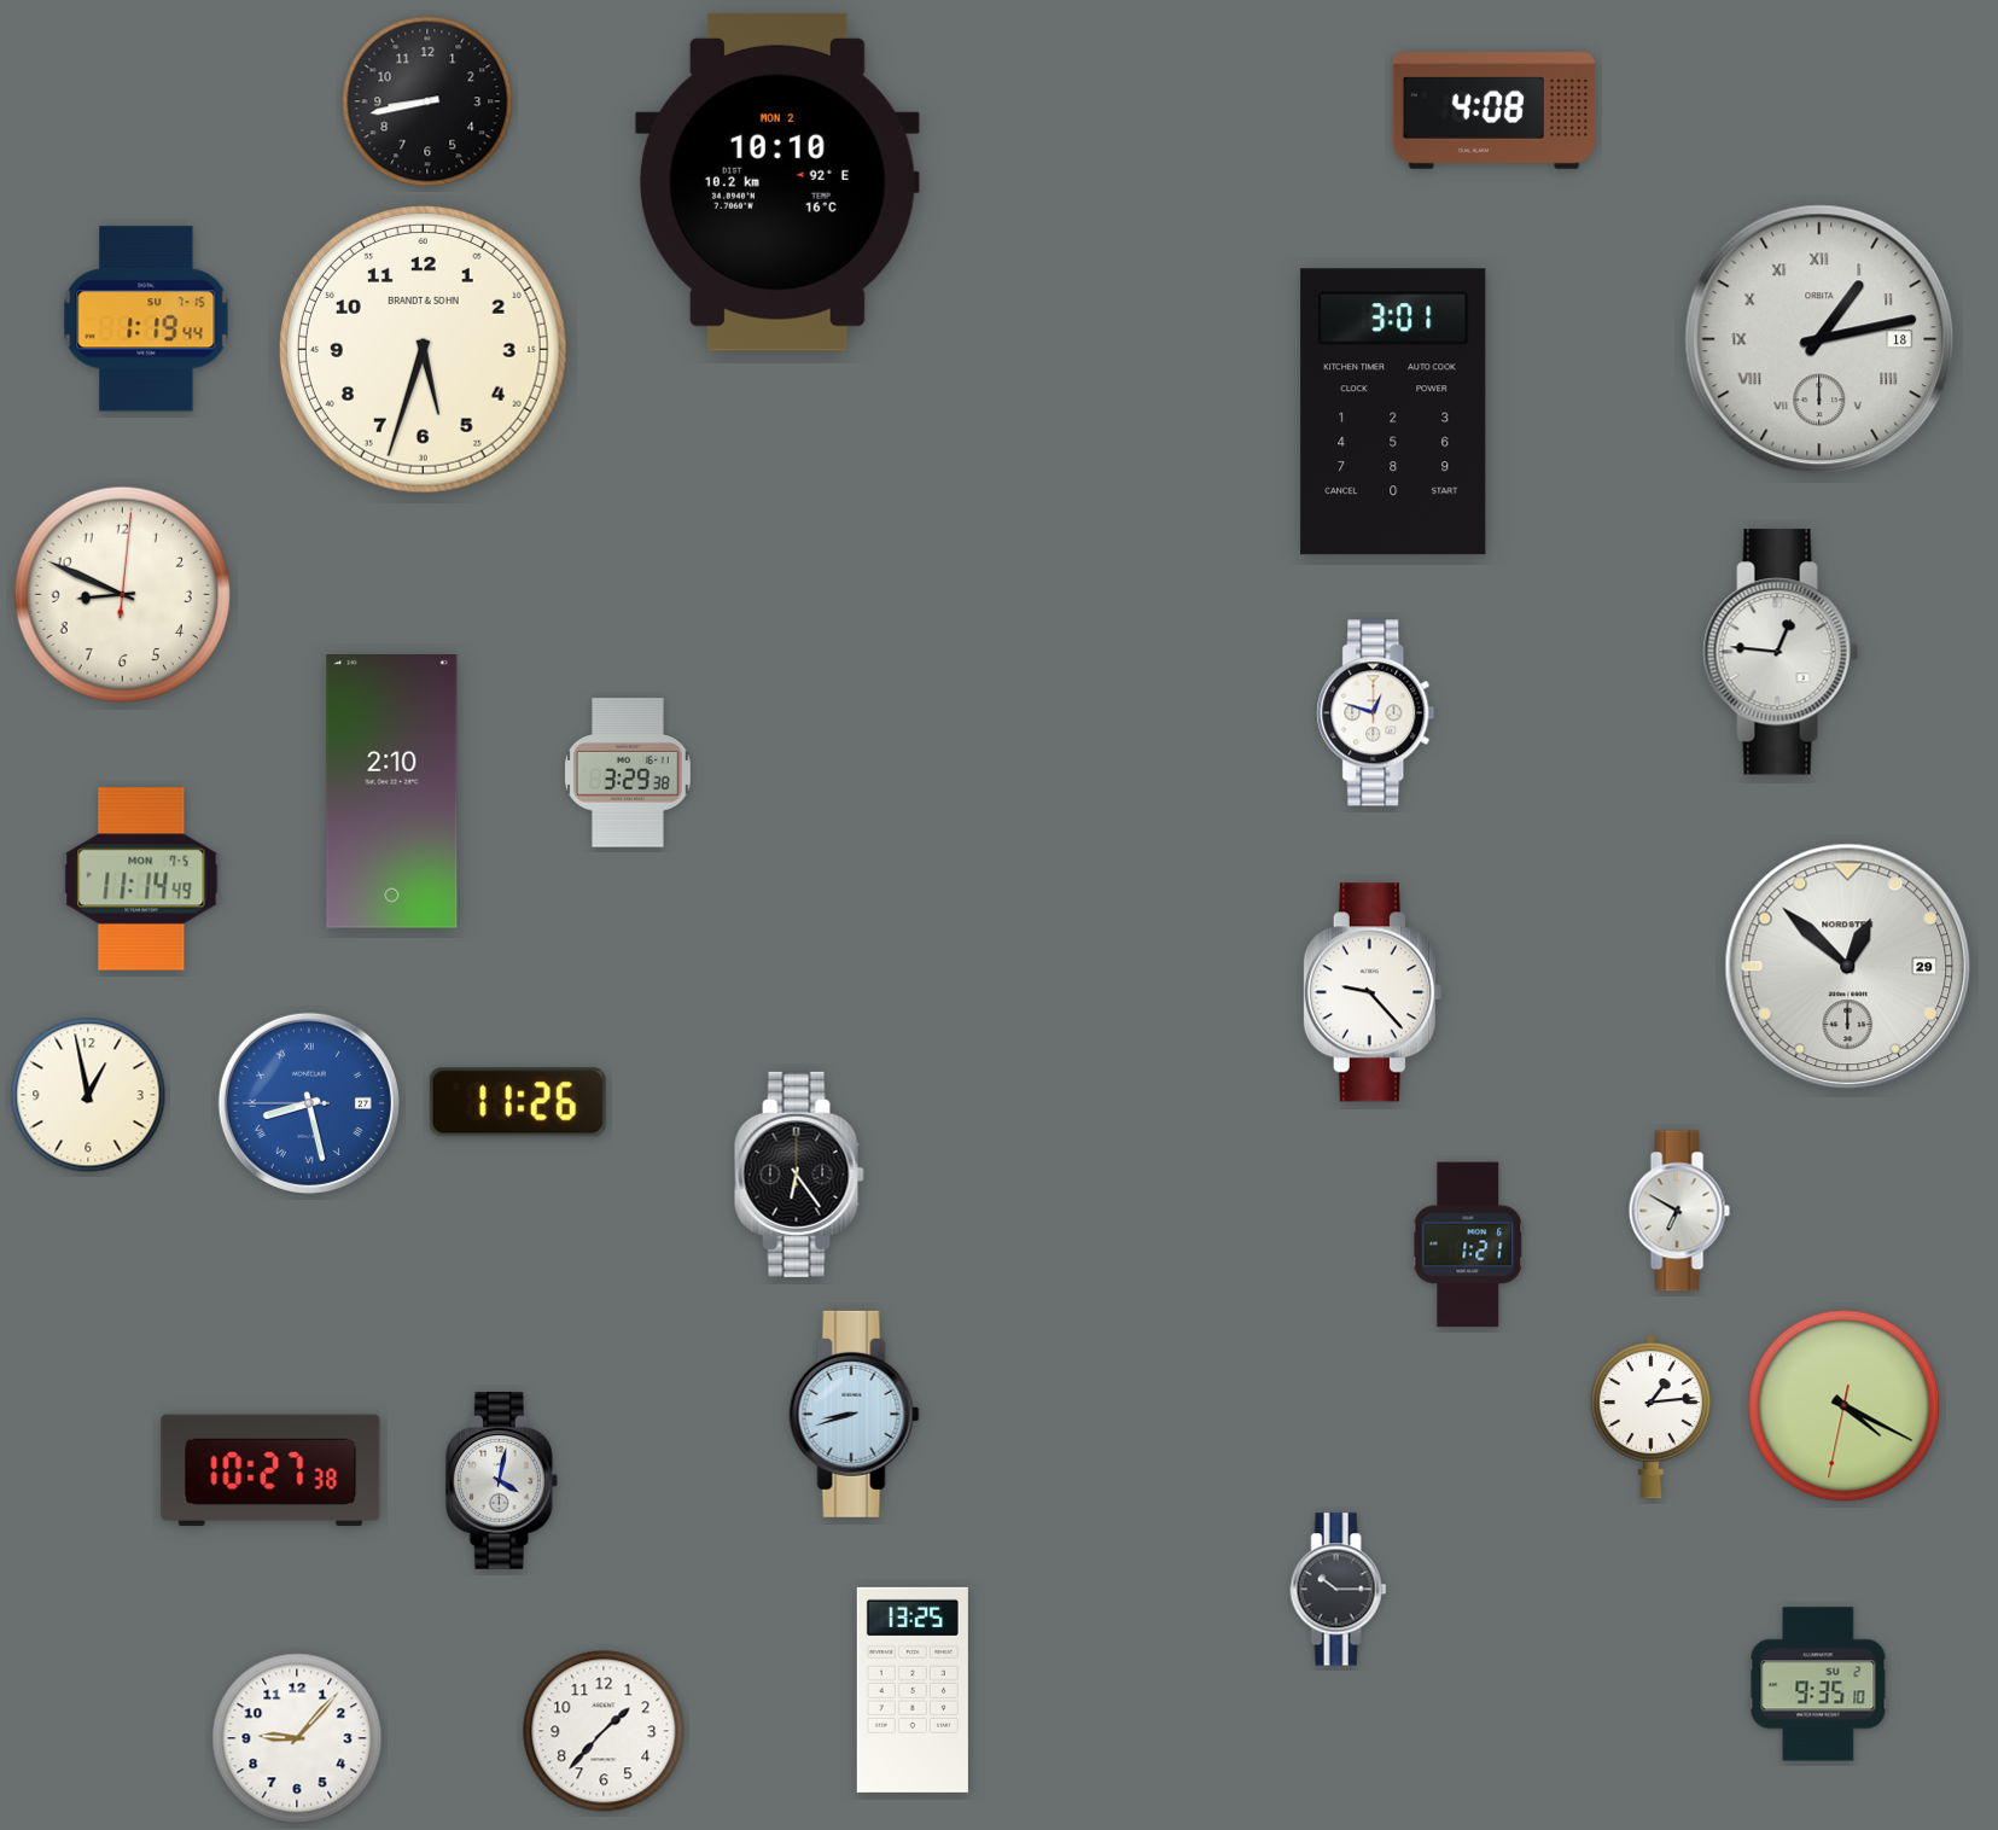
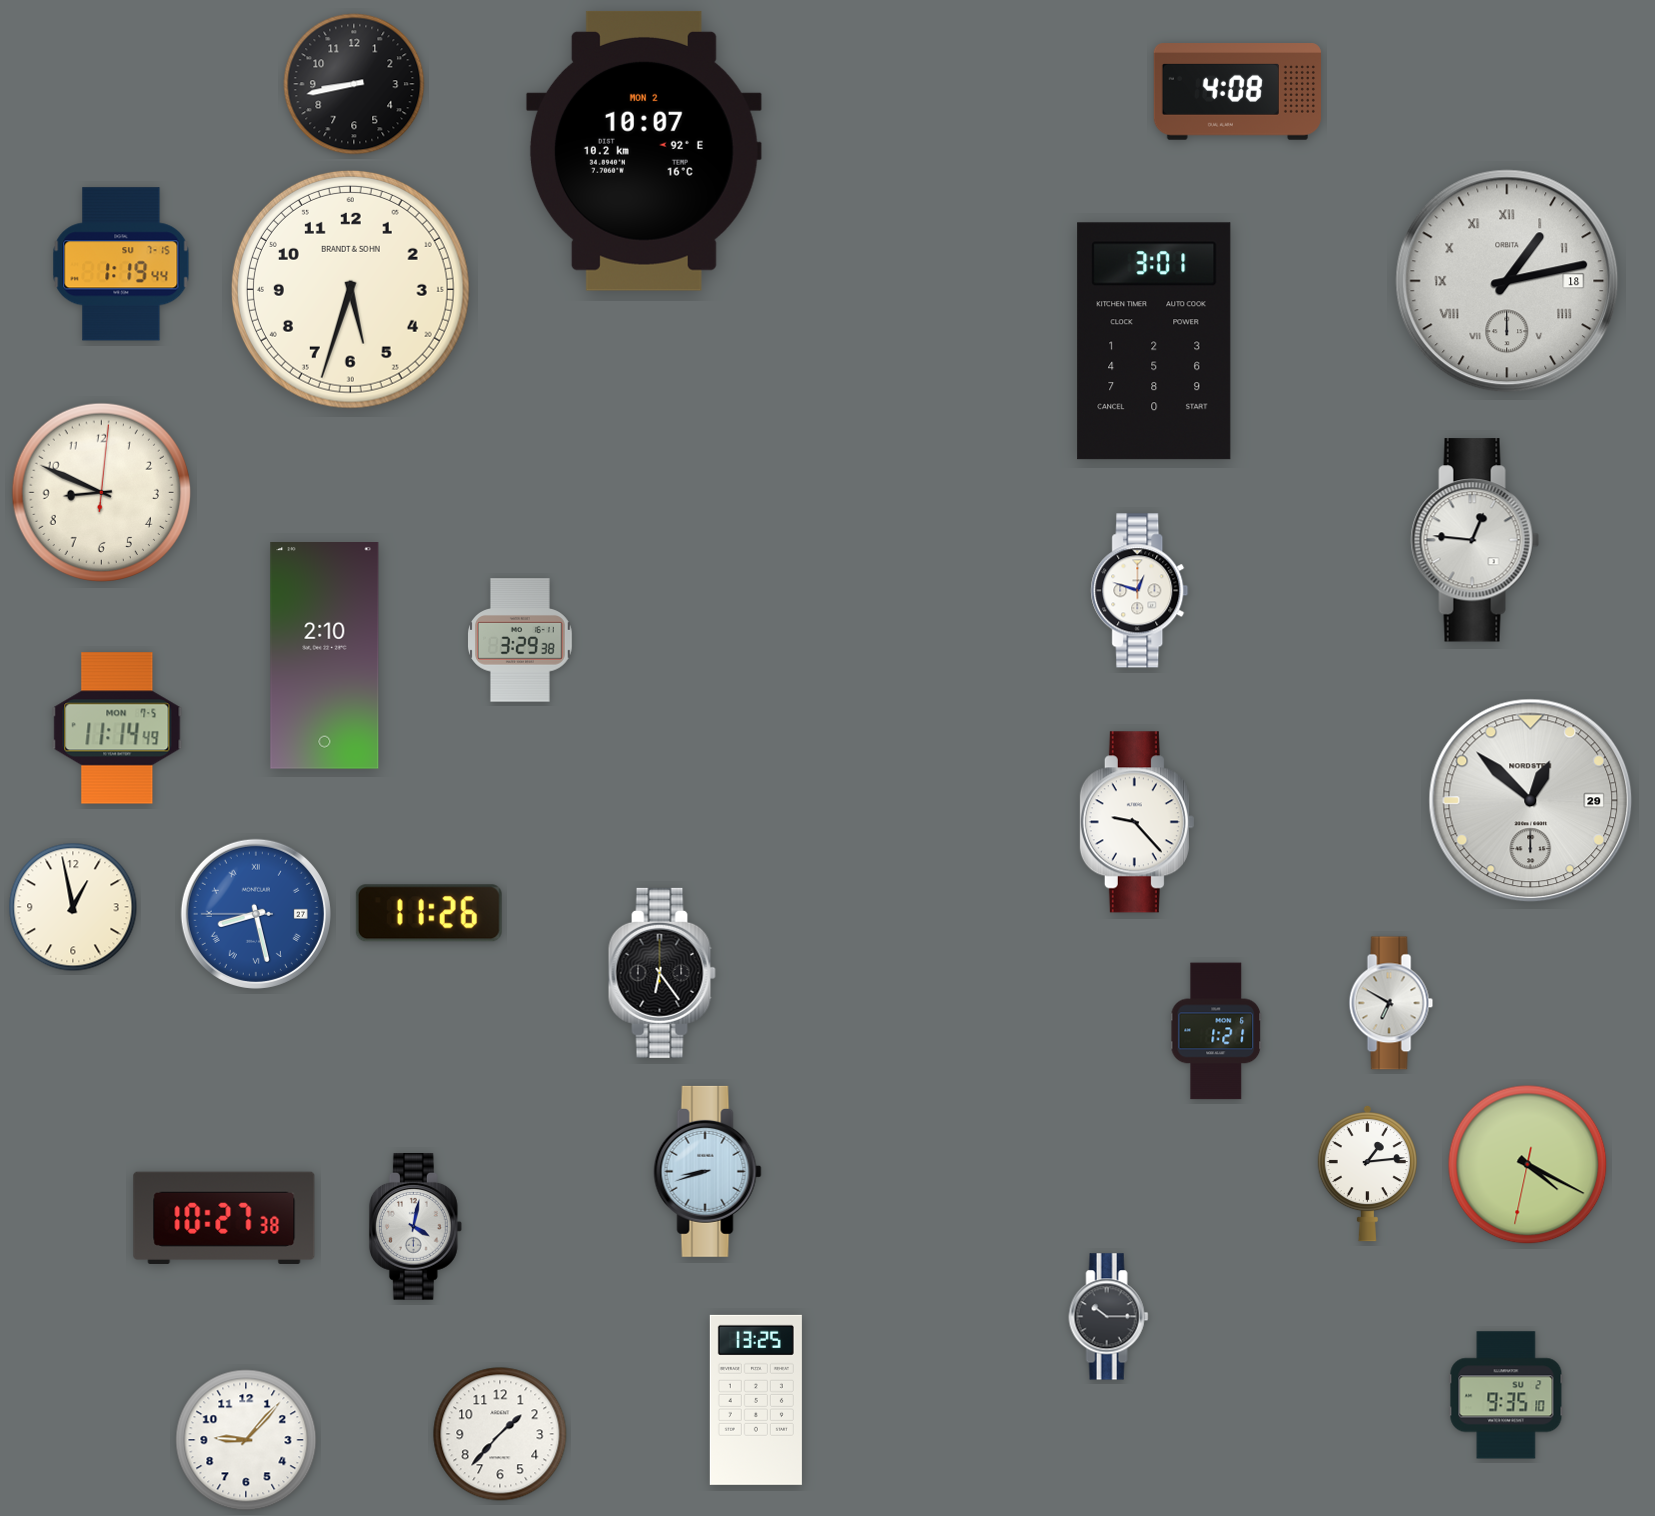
clock at (777, 182): 10:10 -> 10:07
